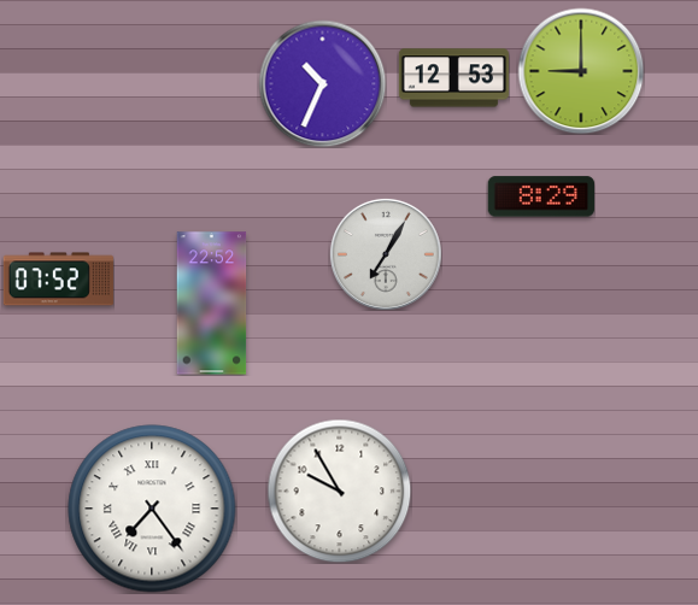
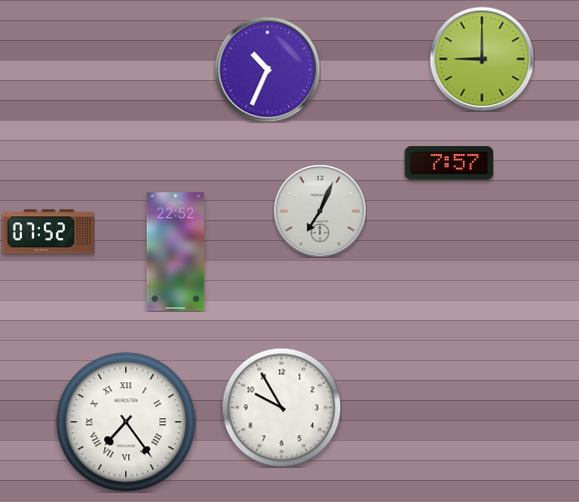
clock at (453, 78): 12:53 -> none
clock at (540, 196): 8:29 -> 7:57
clock at (386, 254): 7:05 -> 7:04
